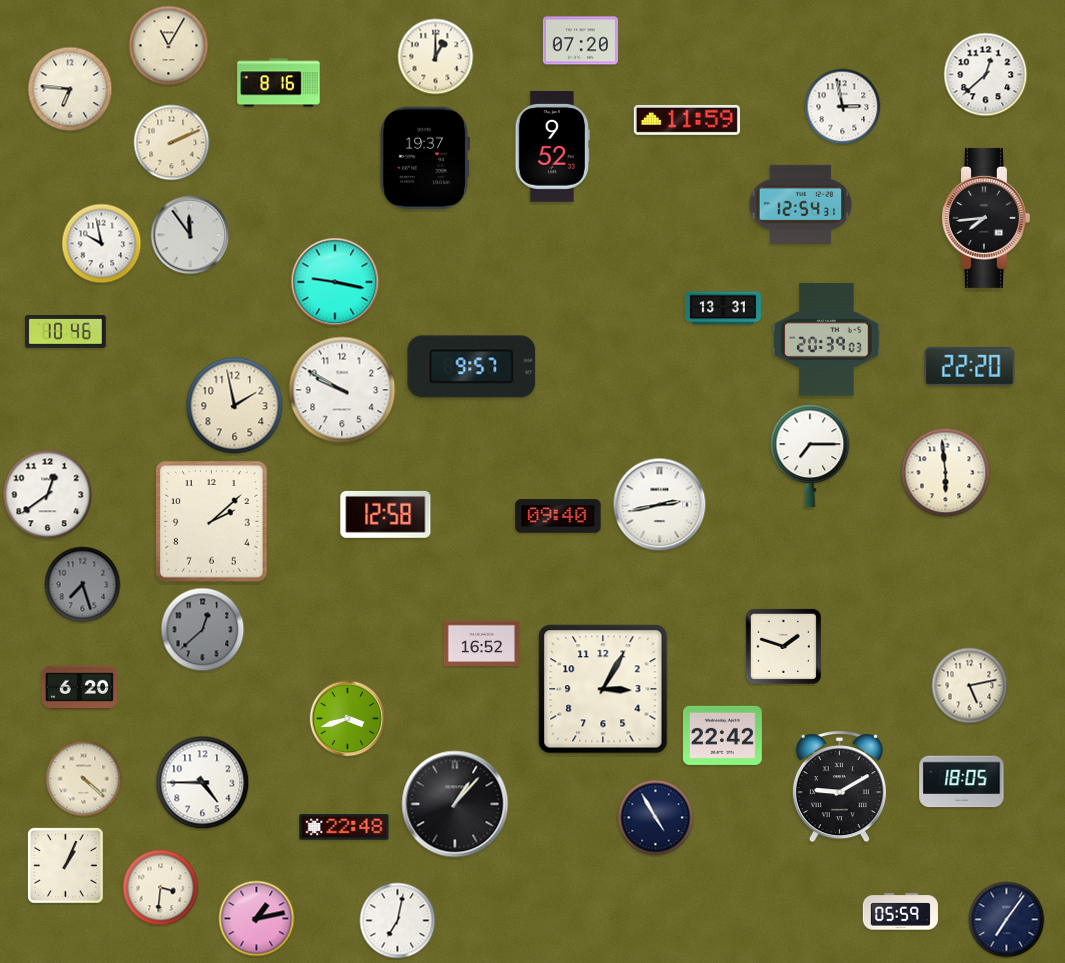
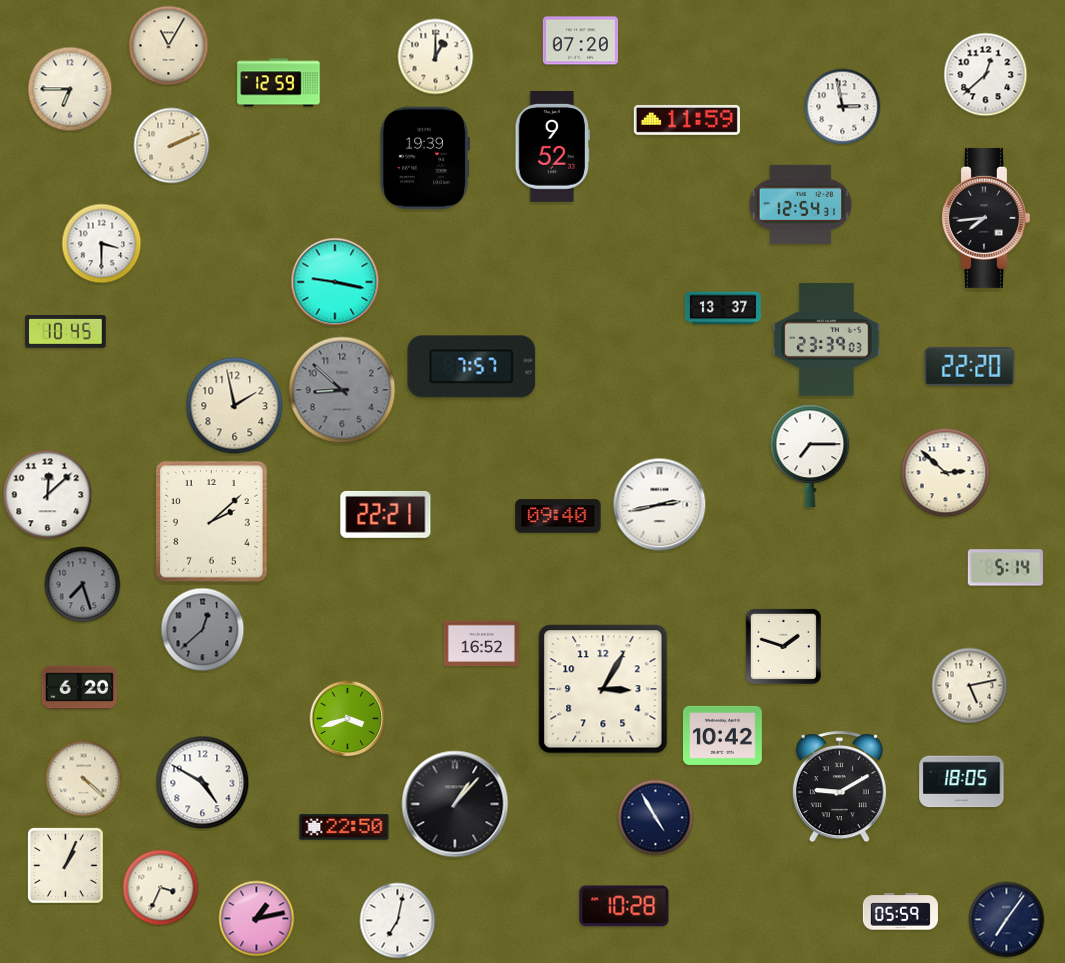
clock at (279, 83): 8:16 -> 12:59
clock at (70, 89): 6:46 -> 6:45
clock at (172, 143) position: (172, 143) -> (172, 146)
clock at (425, 158): 19:37 -> 19:39
clock at (190, 235): 11:54 -> none
clock at (102, 244): 9:58 -> 3:30
clock at (723, 308): 13:31 -> 13:37
clock at (66, 332): 10:46 -> 10:45
clock at (827, 340): 20:39 -> 23:39
clock at (472, 367): 9:57 -> 7:57
clock at (342, 390): 9:50 -> 8:52
clock at (342, 390) dial: white -> grey
clock at (946, 473): 5:59 -> 2:52
clock at (48, 495): 12:39 -> 12:08
clock at (386, 514): 12:58 -> 22:21
clock at (1005, 568): none -> 5:14
clock at (722, 735): 22:42 -> 10:42
clock at (203, 783): 4:45 -> 4:50
clock at (344, 827): 22:48 -> 22:50
clock at (161, 888): 3:31 -> 3:34
clock at (624, 906): none -> 10:28
